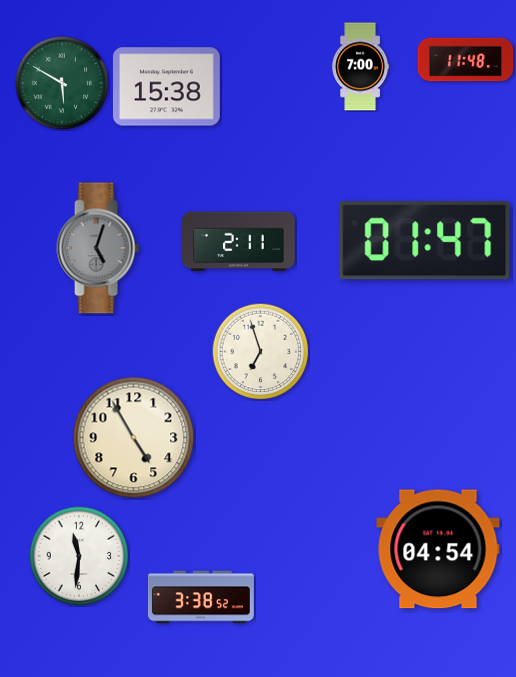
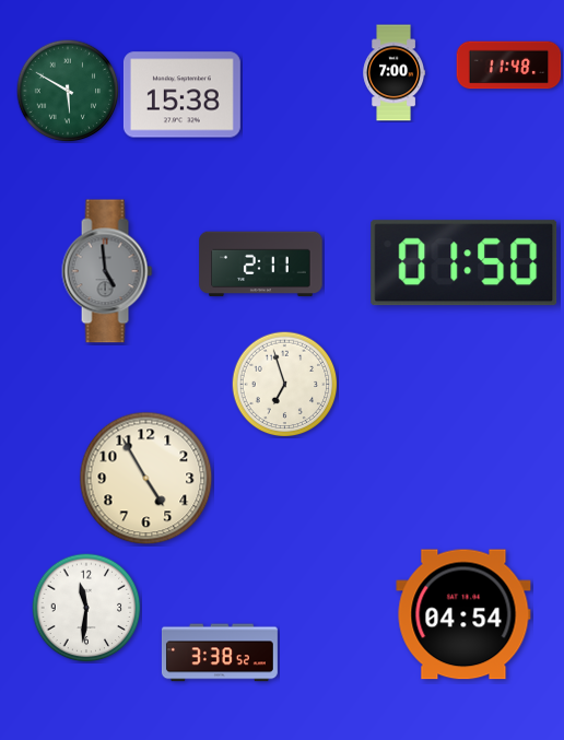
clock at (425, 241): 01:47 -> 01:50
clock at (98, 248): 5:03 -> 4:59
clock at (438, 549) position: (438, 549) -> (463, 614)
